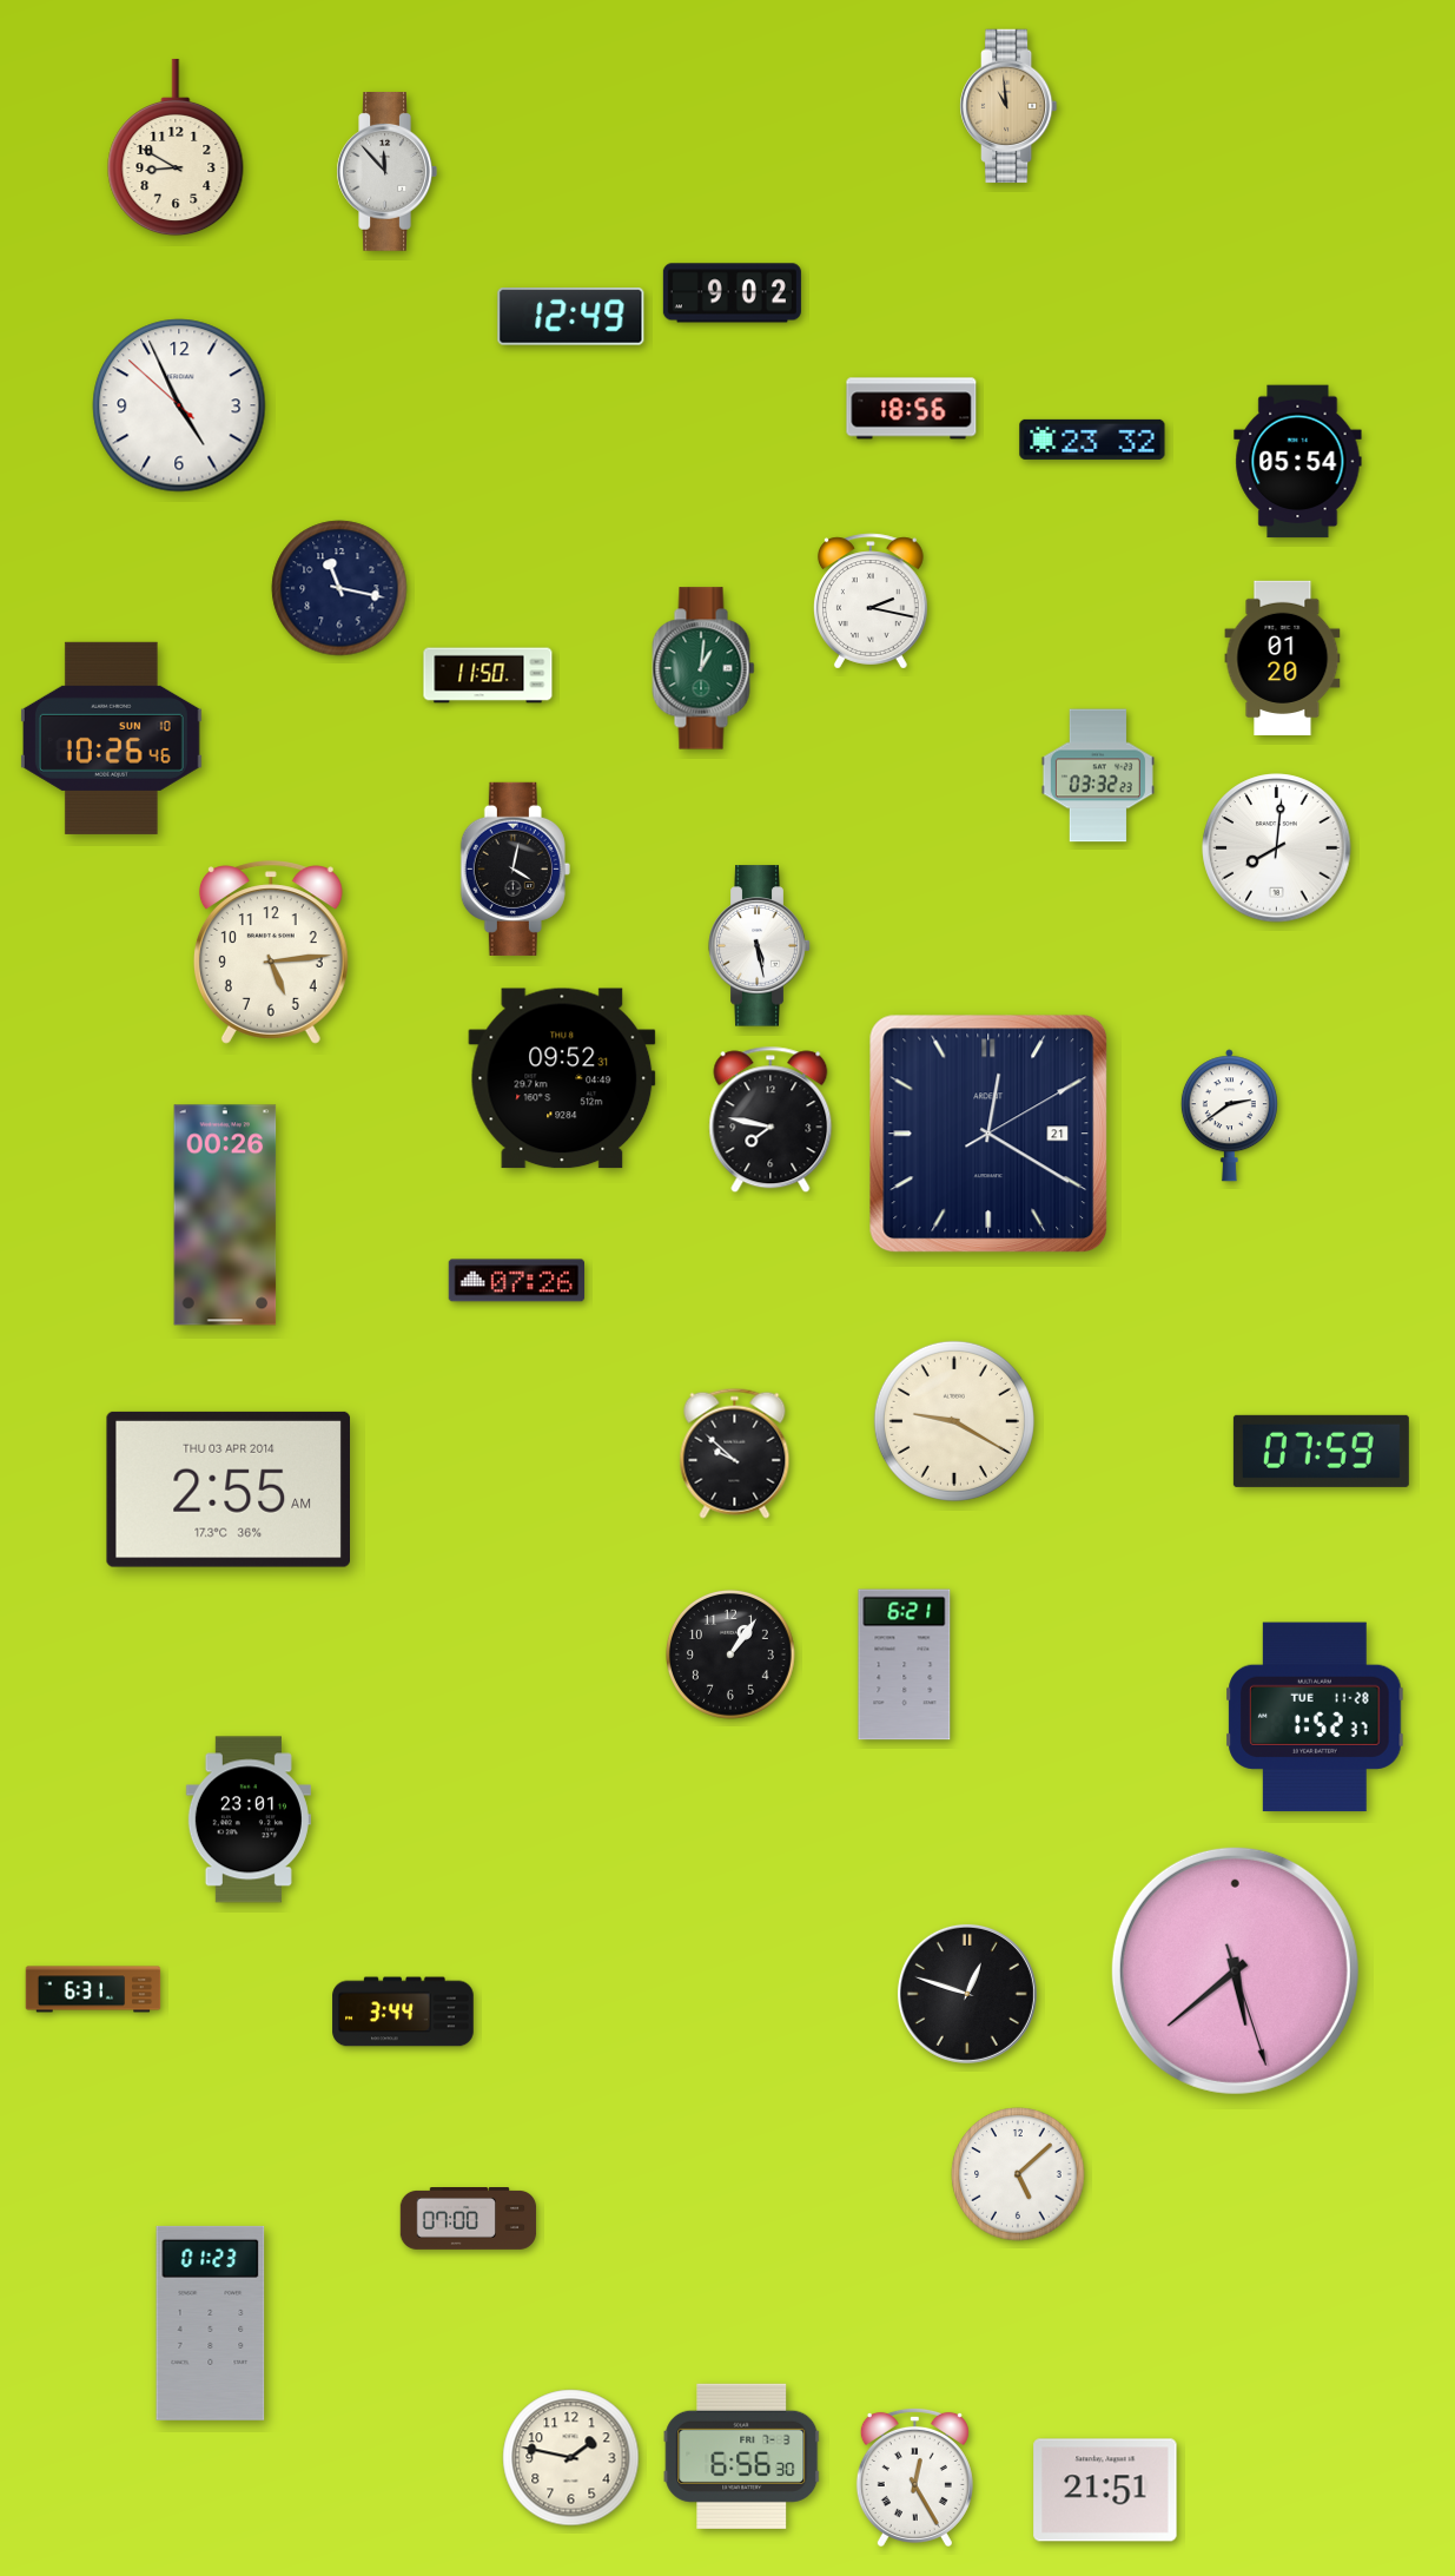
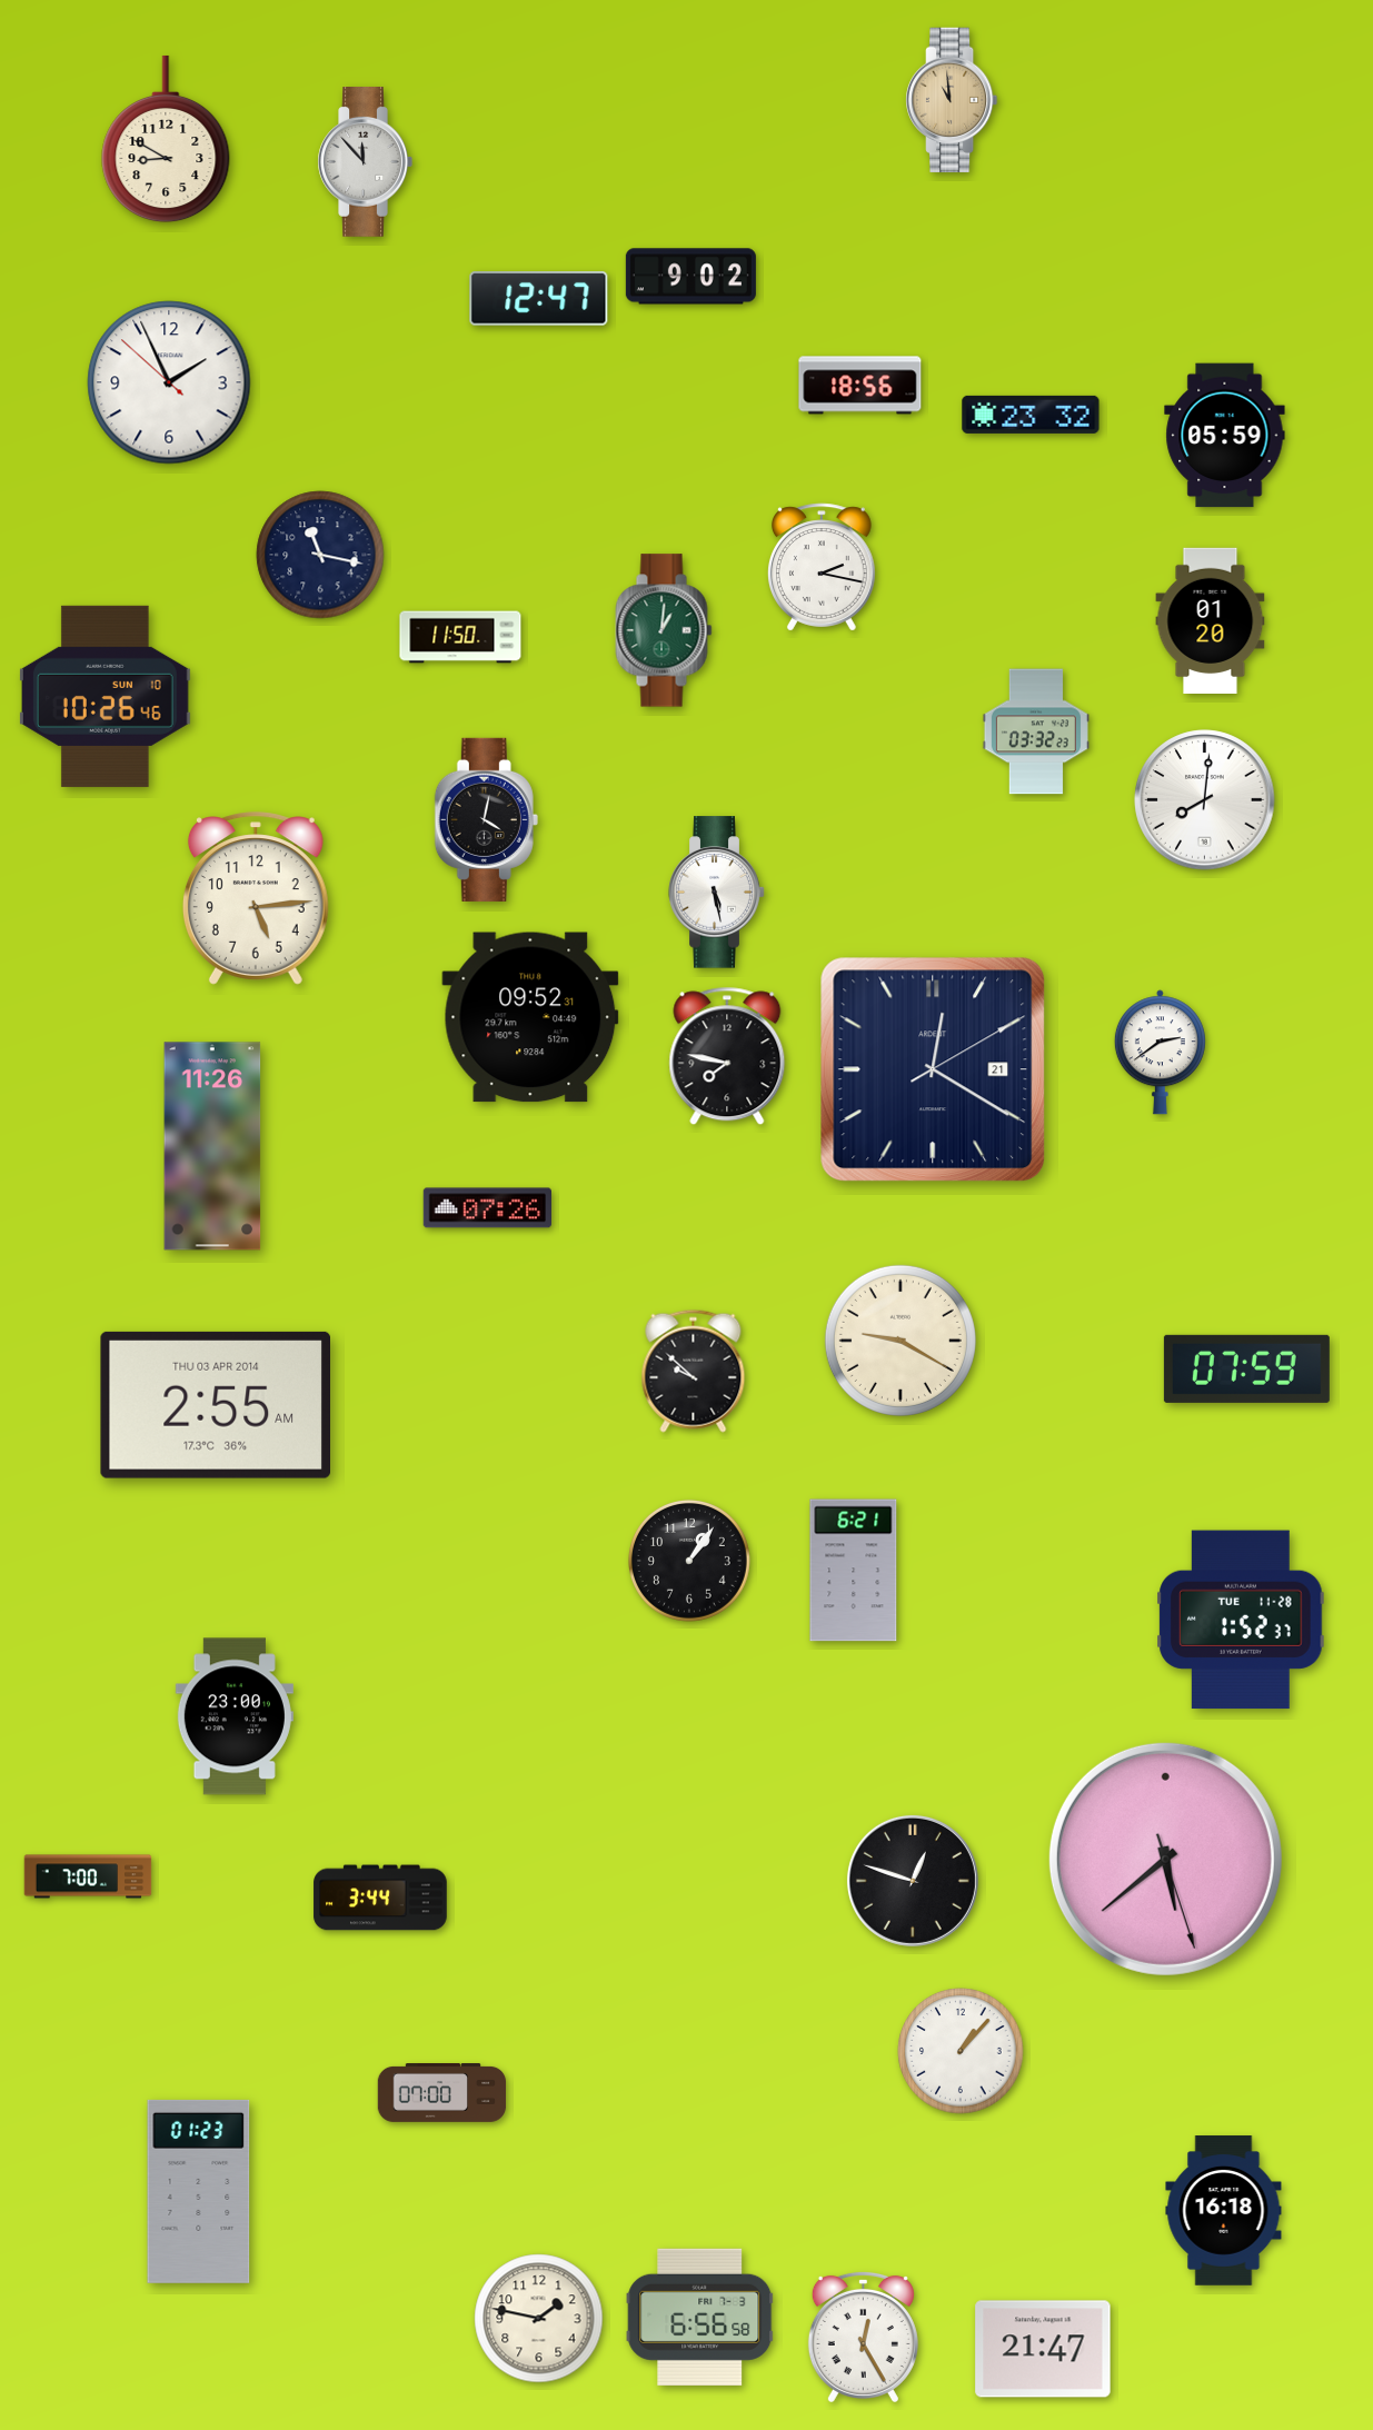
clock at (571, 317): 12:49 -> 12:47
clock at (179, 405): 4:55 -> 1:55
clock at (1298, 462): 05:54 -> 05:59
clock at (225, 1215): 00:26 -> 11:26
clock at (249, 1819): 23:01 -> 23:00
clock at (93, 1989): 6:31 -> 7:00
clock at (1018, 2174): 5:08 -> 1:07
clock at (1224, 2211): none -> 16:18
clock at (742, 2456): 6:56:30 -> 6:56:58
clock at (1105, 2490): 21:51 -> 21:47
